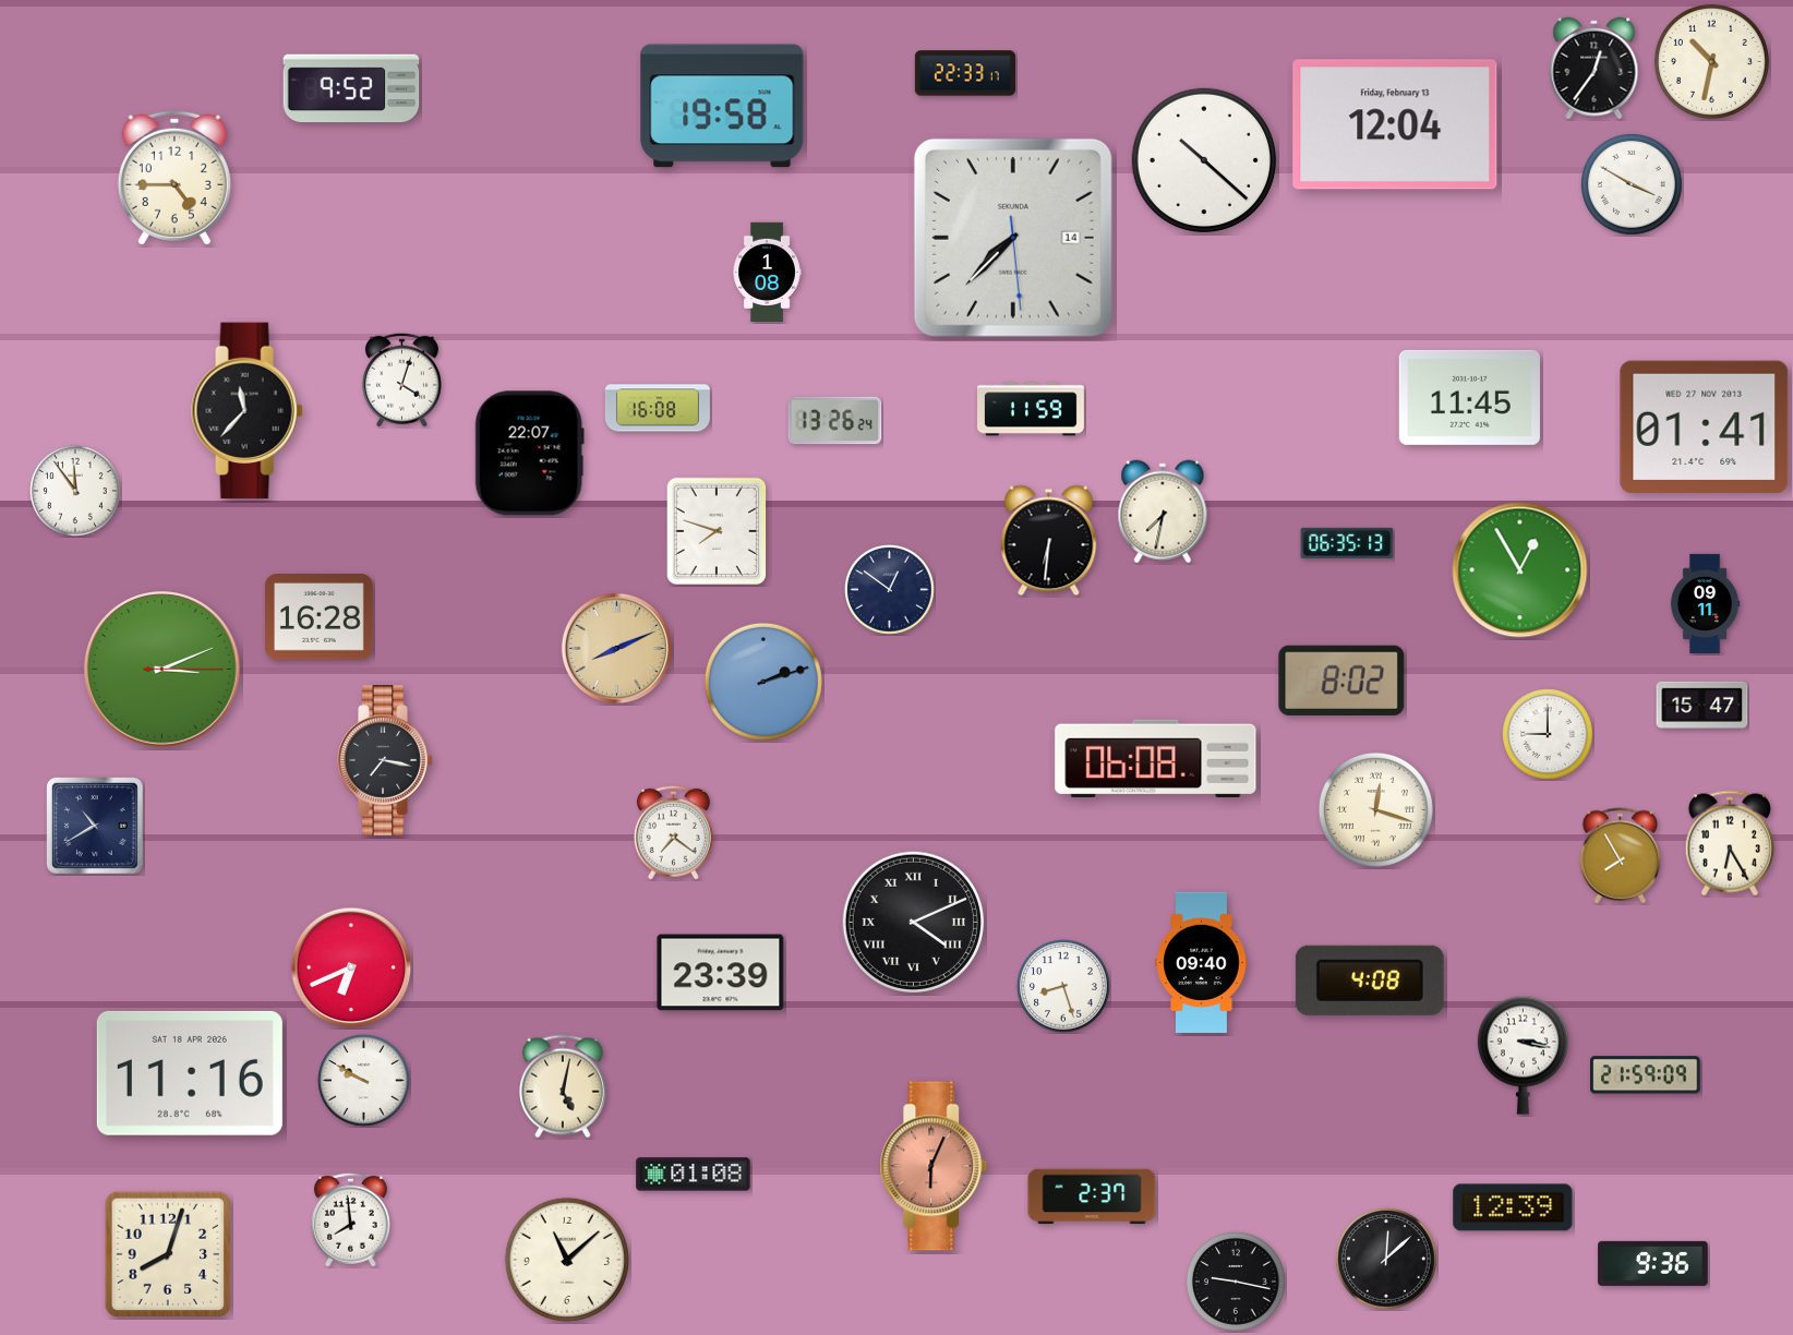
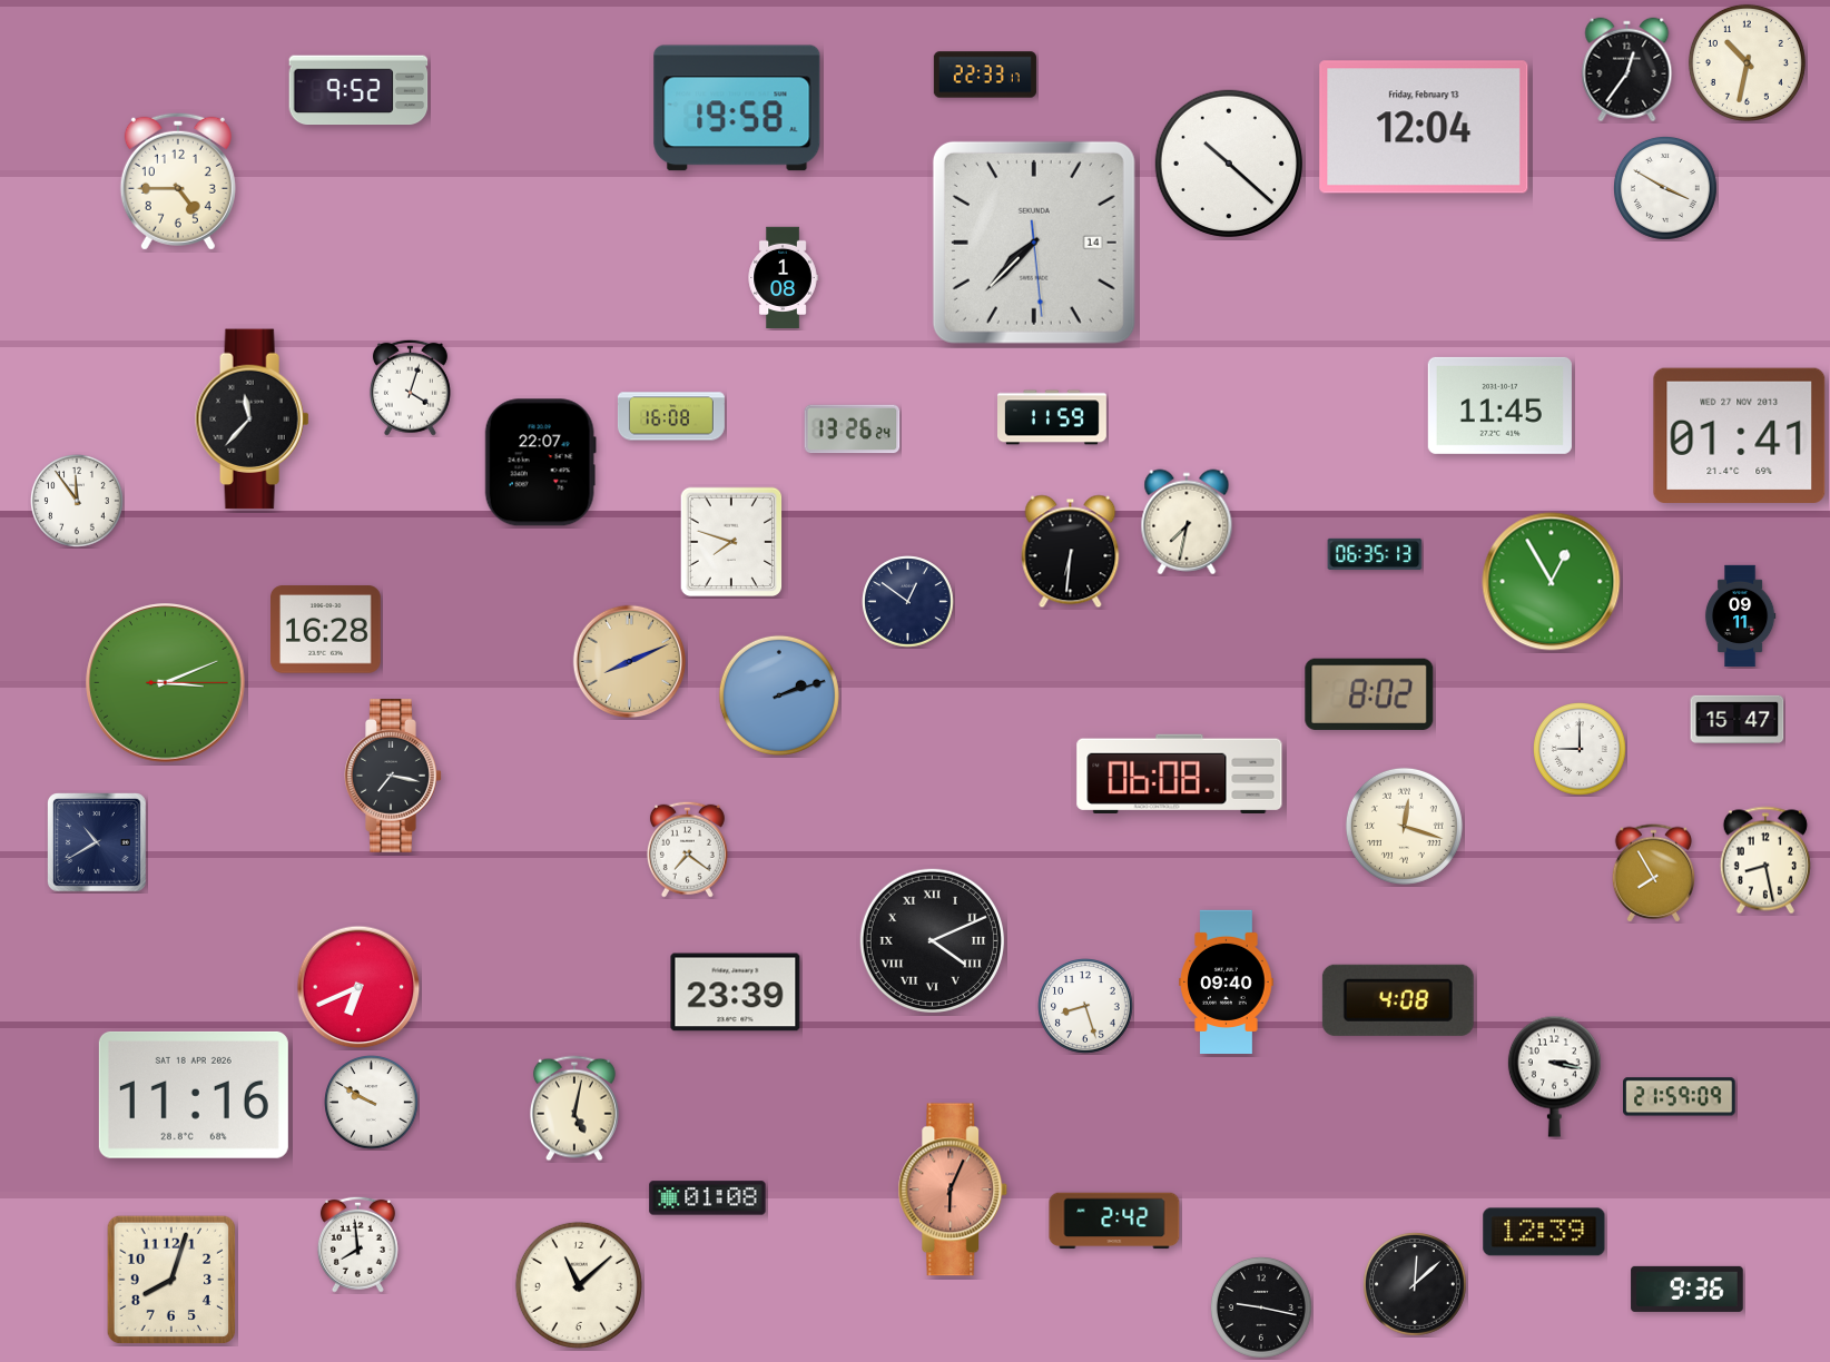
clock at (1730, 843): 6:25 -> 8:28
clock at (1092, 1196): 2:37 -> 2:42
